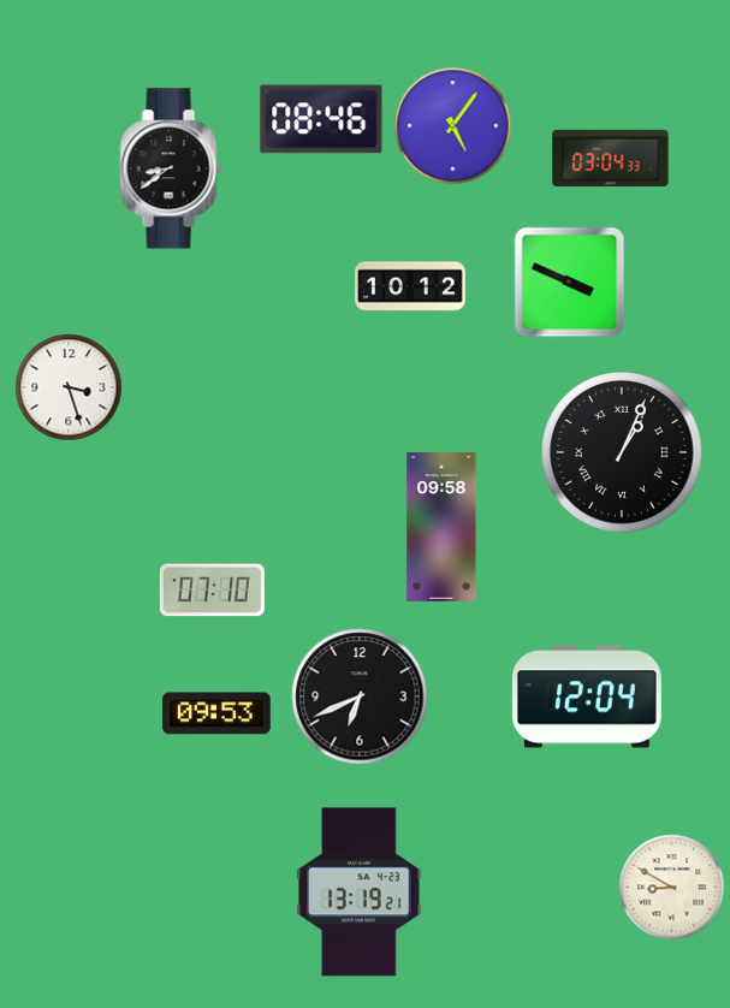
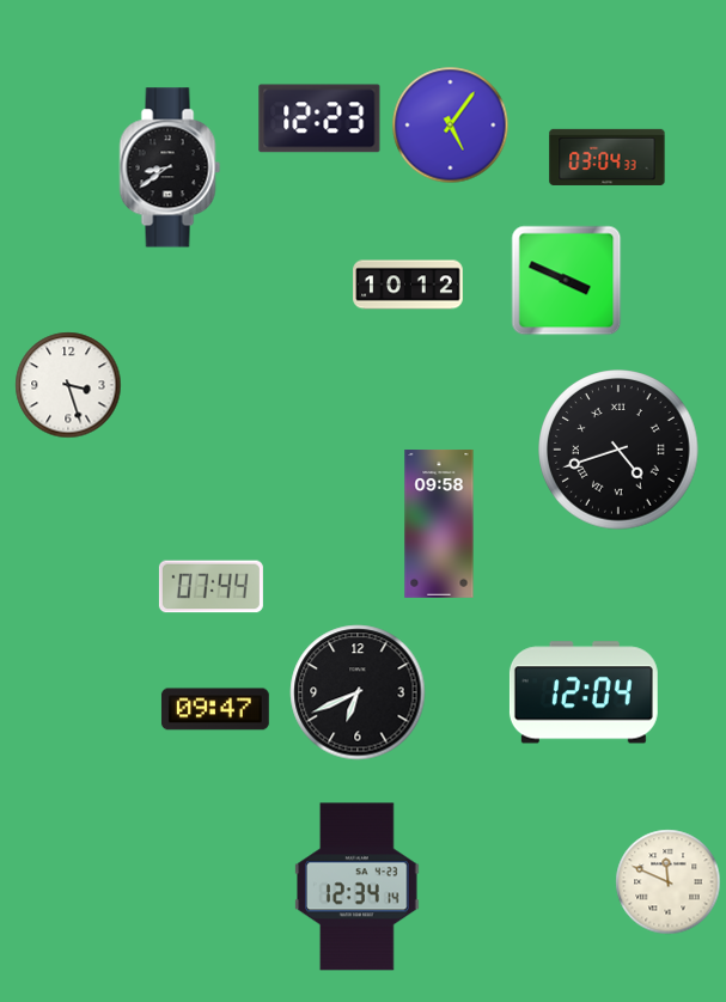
clock at (321, 119): 08:46 -> 12:23
clock at (622, 452): 1:04 -> 4:42
clock at (212, 591): 07:10 -> 07:44
clock at (216, 713): 09:53 -> 09:47
clock at (672, 888): 8:50 -> 11:49
clock at (360, 893): 13:19 -> 12:34
